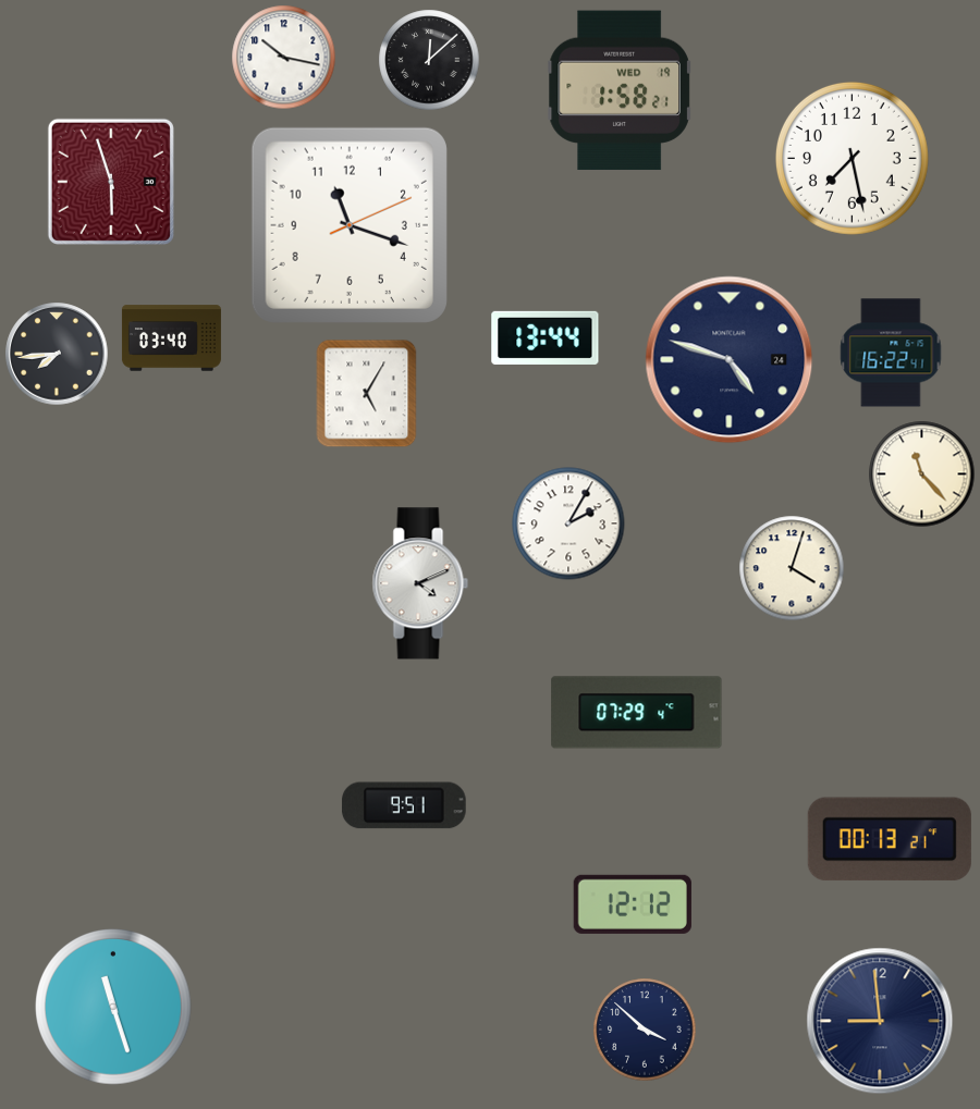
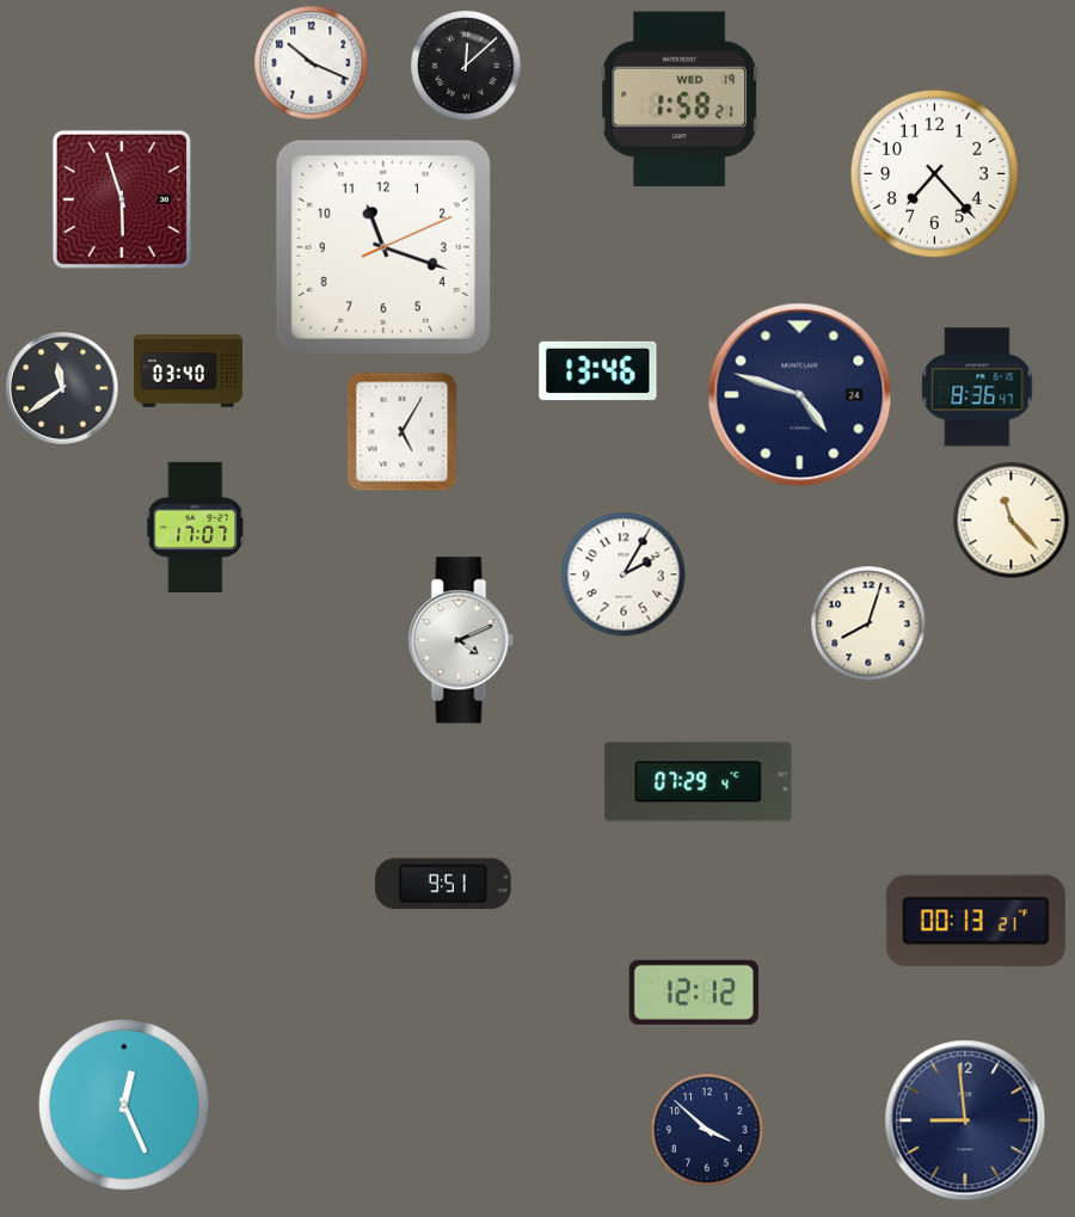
clock at (284, 58): 10:17 -> 10:19
clock at (429, 60) position: (429, 60) -> (466, 66)
clock at (852, 158): 7:28 -> 7:23
clock at (546, 337): 13:44 -> 13:46
clock at (891, 353): 16:22 -> 8:36
clock at (57, 354): 7:44 -> 11:39
clock at (196, 527): none -> 17:07
clock at (792, 568): 4:03 -> 8:03
clock at (114, 1008): 11:27 -> 12:26
